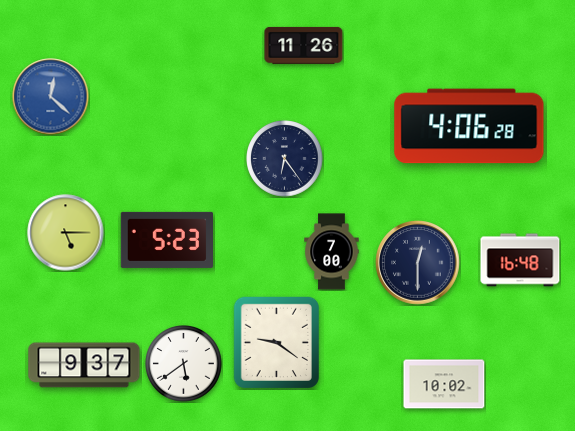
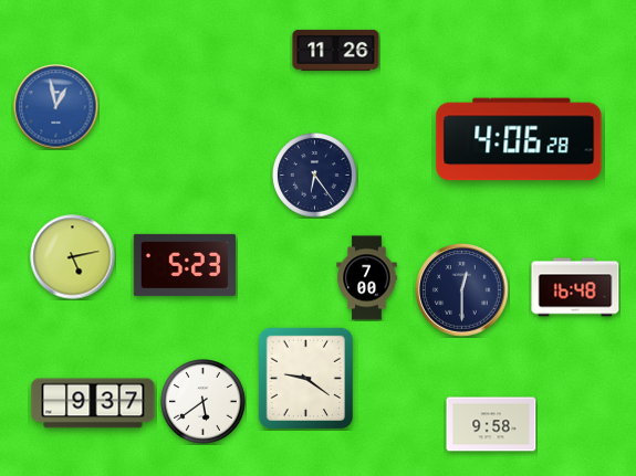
clock at (51, 97): 12:22 -> 12:58
clock at (66, 233): 5:15 -> 5:13
clock at (444, 384): 10:02 -> 9:58
